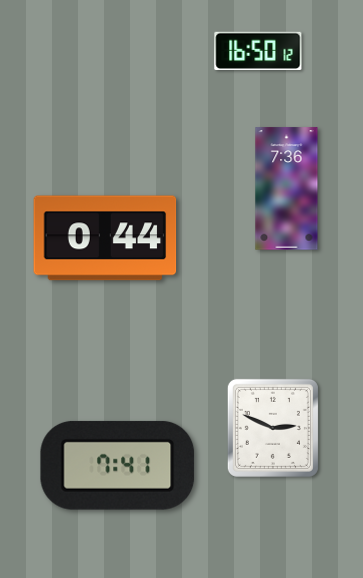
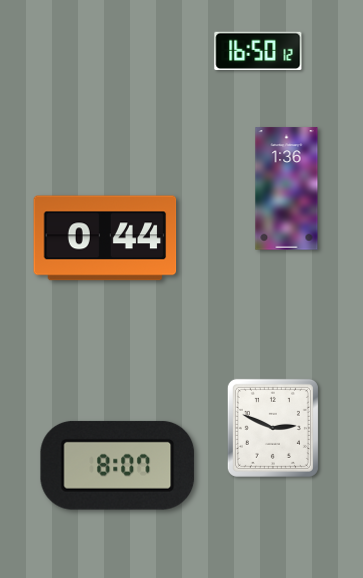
clock at (287, 189): 7:36 -> 1:36
clock at (118, 465): 7:41 -> 8:07
